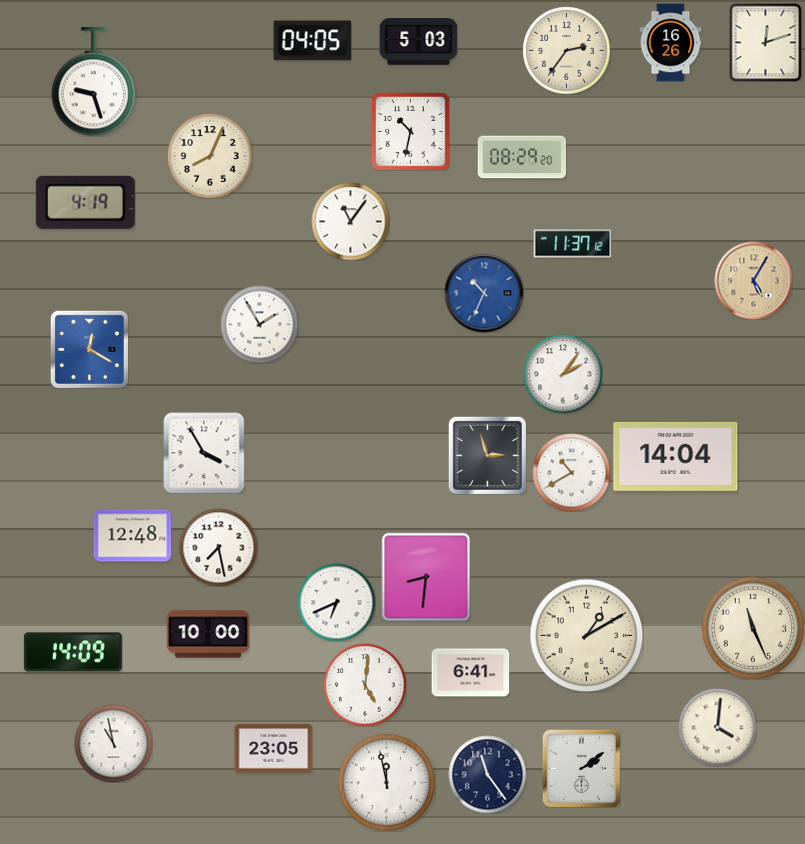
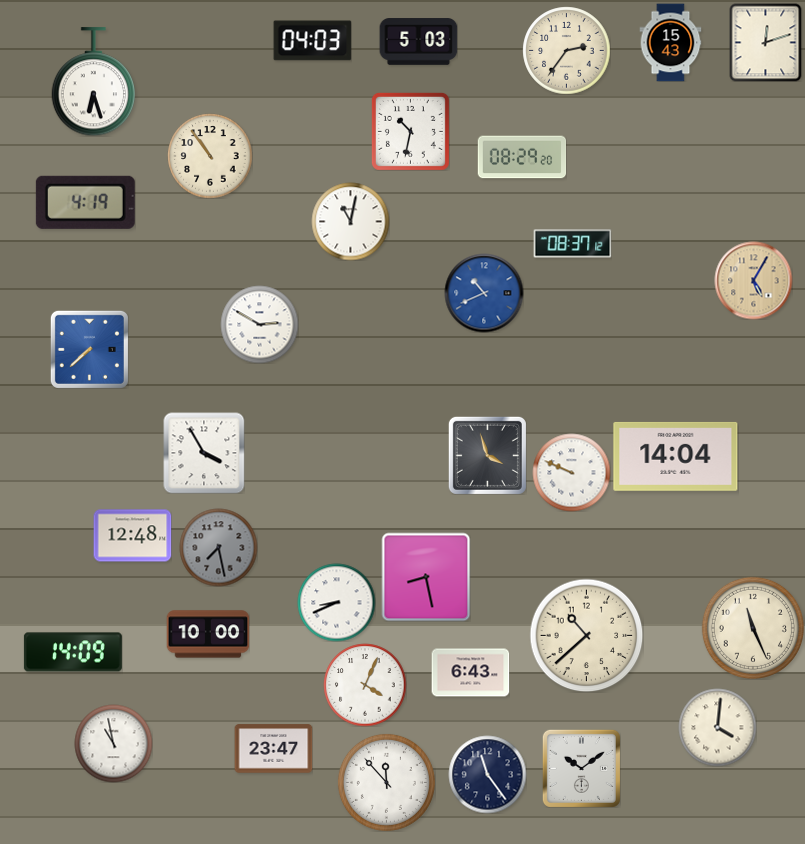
clock at (312, 41): 04:05 -> 04:03
clock at (671, 42): 16:26 -> 15:43
clock at (94, 82): 9:27 -> 6:27
clock at (210, 156): 8:04 -> 10:54
clock at (350, 221): 11:06 -> 11:02
clock at (572, 244): 11:37 -> 08:37
clock at (484, 293): 10:34 -> 10:41
clock at (259, 324): 1:55 -> 2:50
clock at (89, 349): 12:20 -> 7:38
clock at (563, 374): 2:06 -> none
clock at (487, 455): 2:57 -> 3:57
clock at (571, 472): 10:40 -> 9:49
clock at (218, 547) dial: white -> grey
clock at (426, 577): 8:31 -> 8:28
clock at (336, 602): 6:41 -> 8:41
clock at (586, 635): 1:10 -> 10:38
clock at (470, 673): 6:41 -> 6:43
clock at (365, 685): 5:01 -> 4:04
clock at (273, 749): 23:05 -> 23:47
clock at (581, 768): 2:09 -> 10:09
clock at (386, 782): 11:58 -> 11:53
